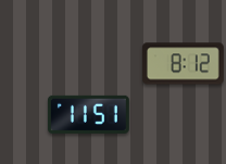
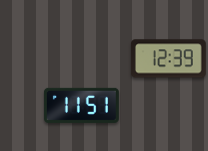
clock at (183, 64): 8:12 -> 12:39
